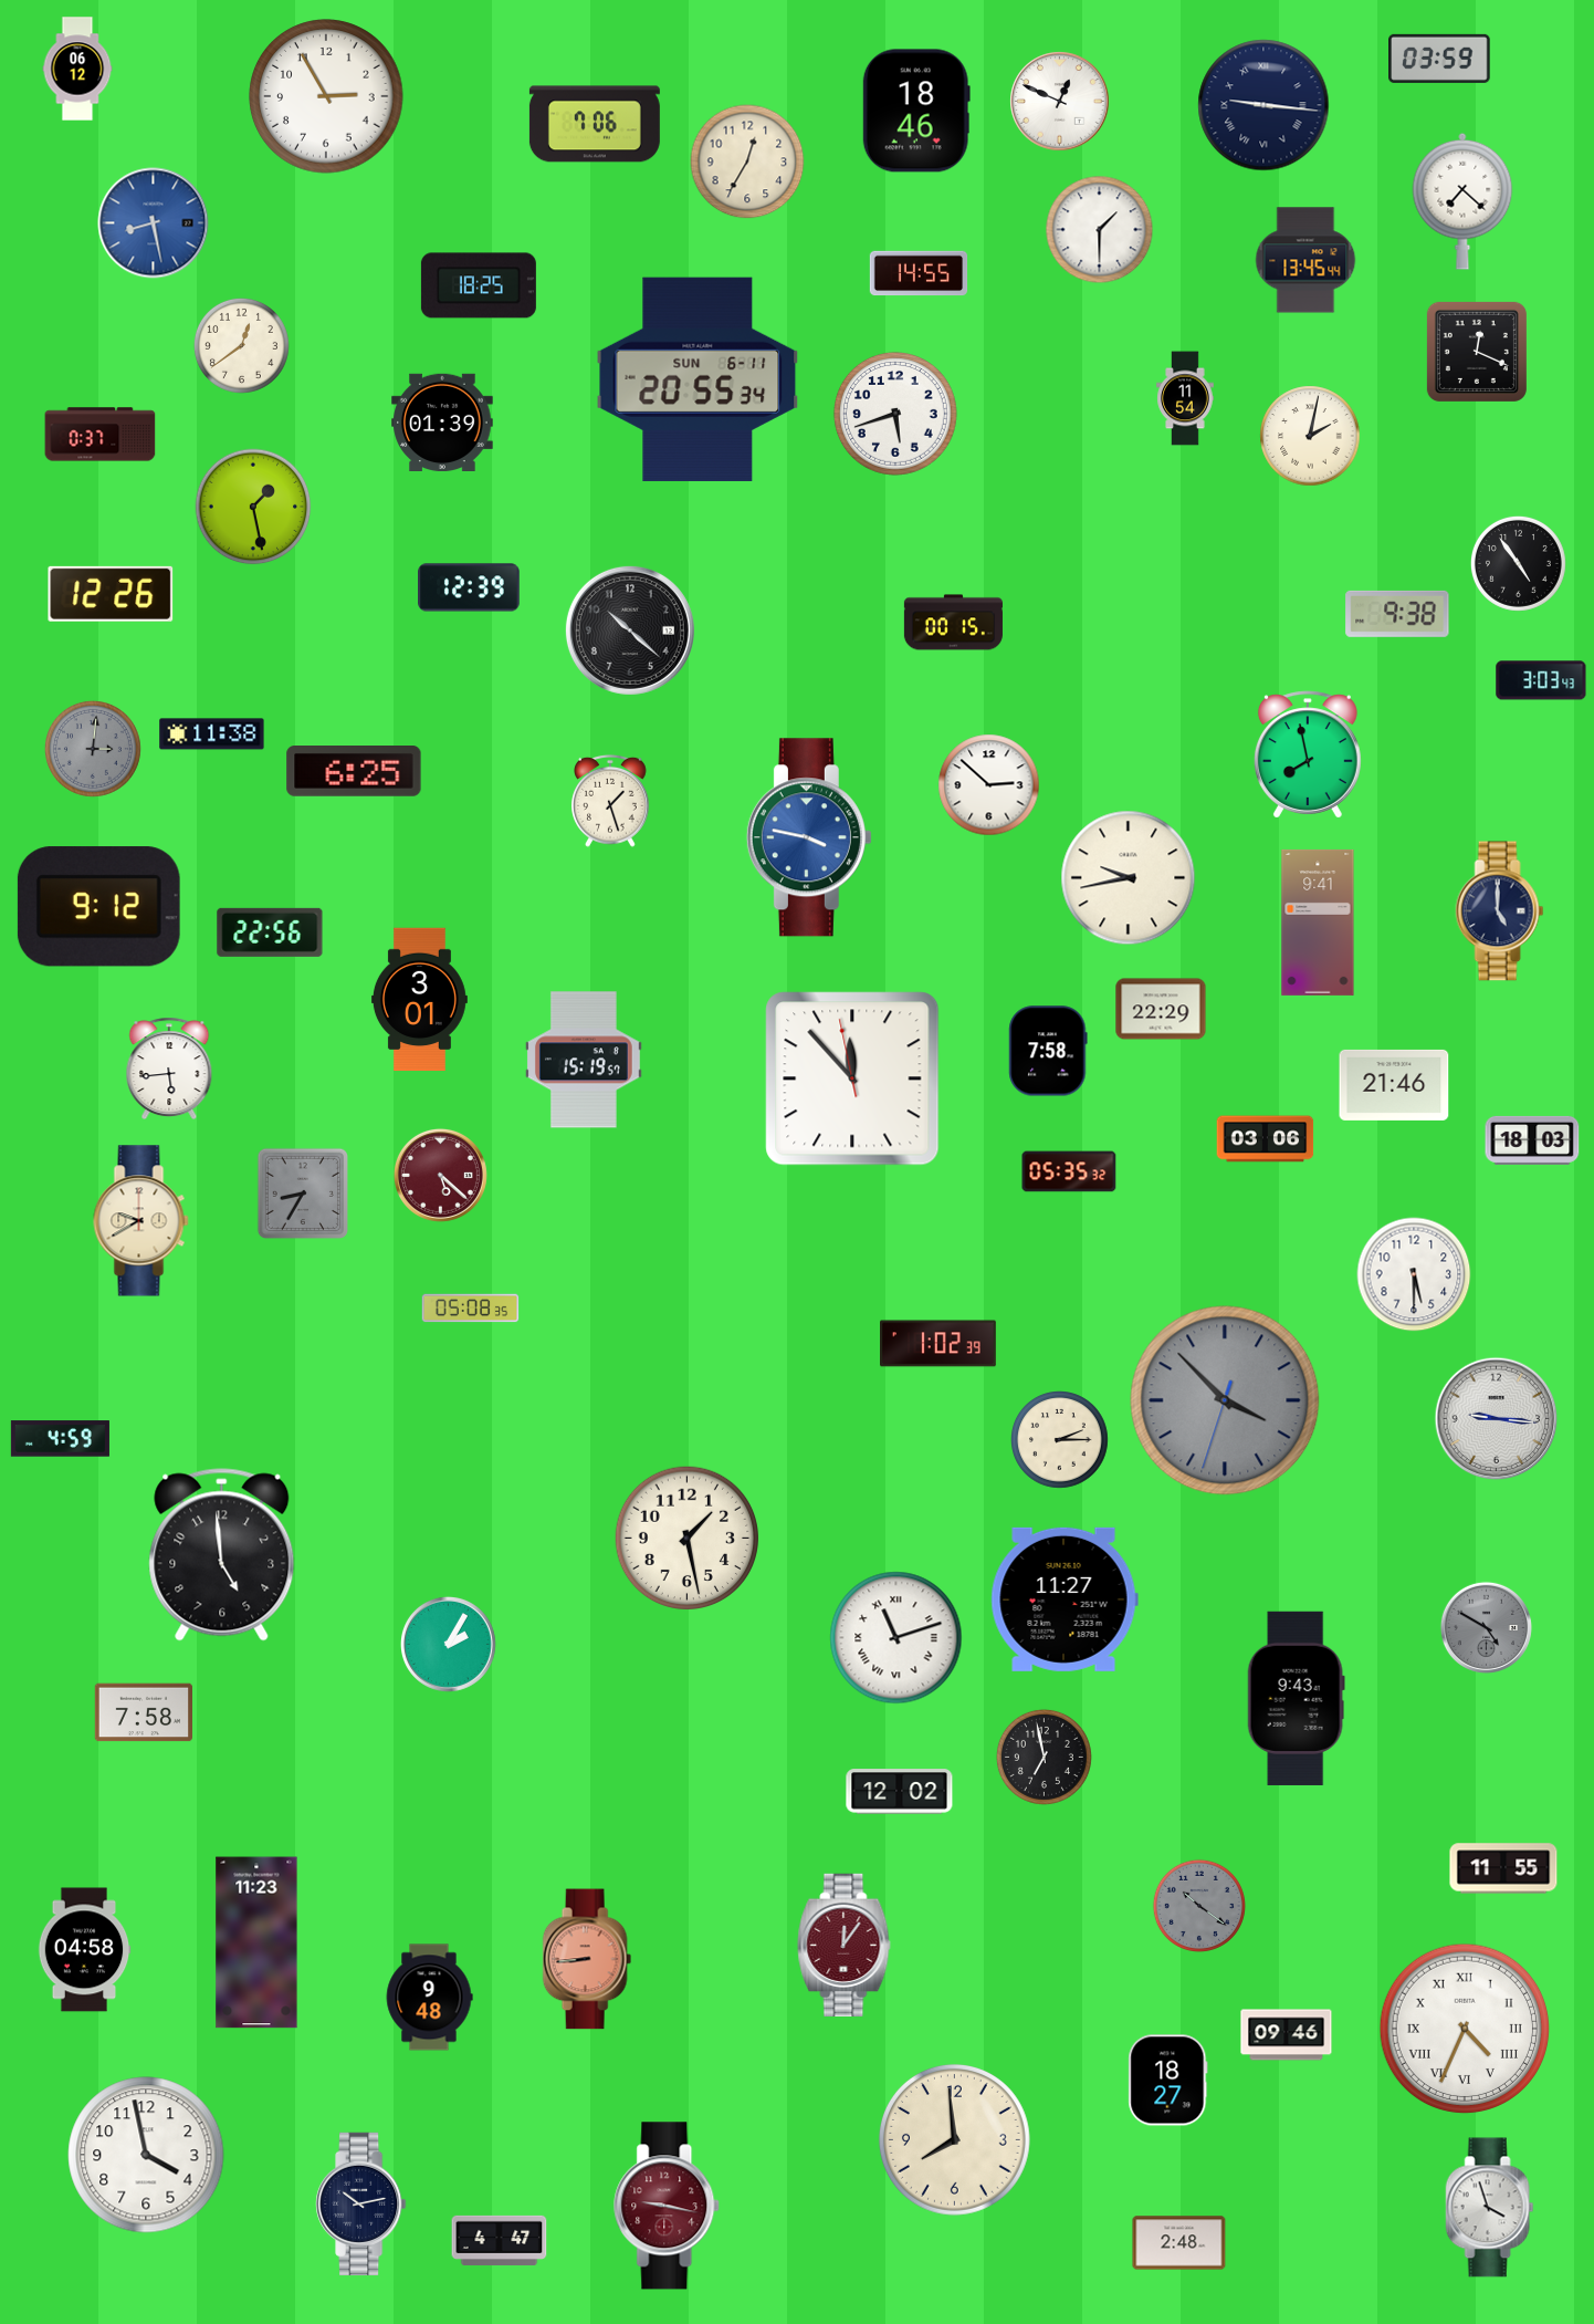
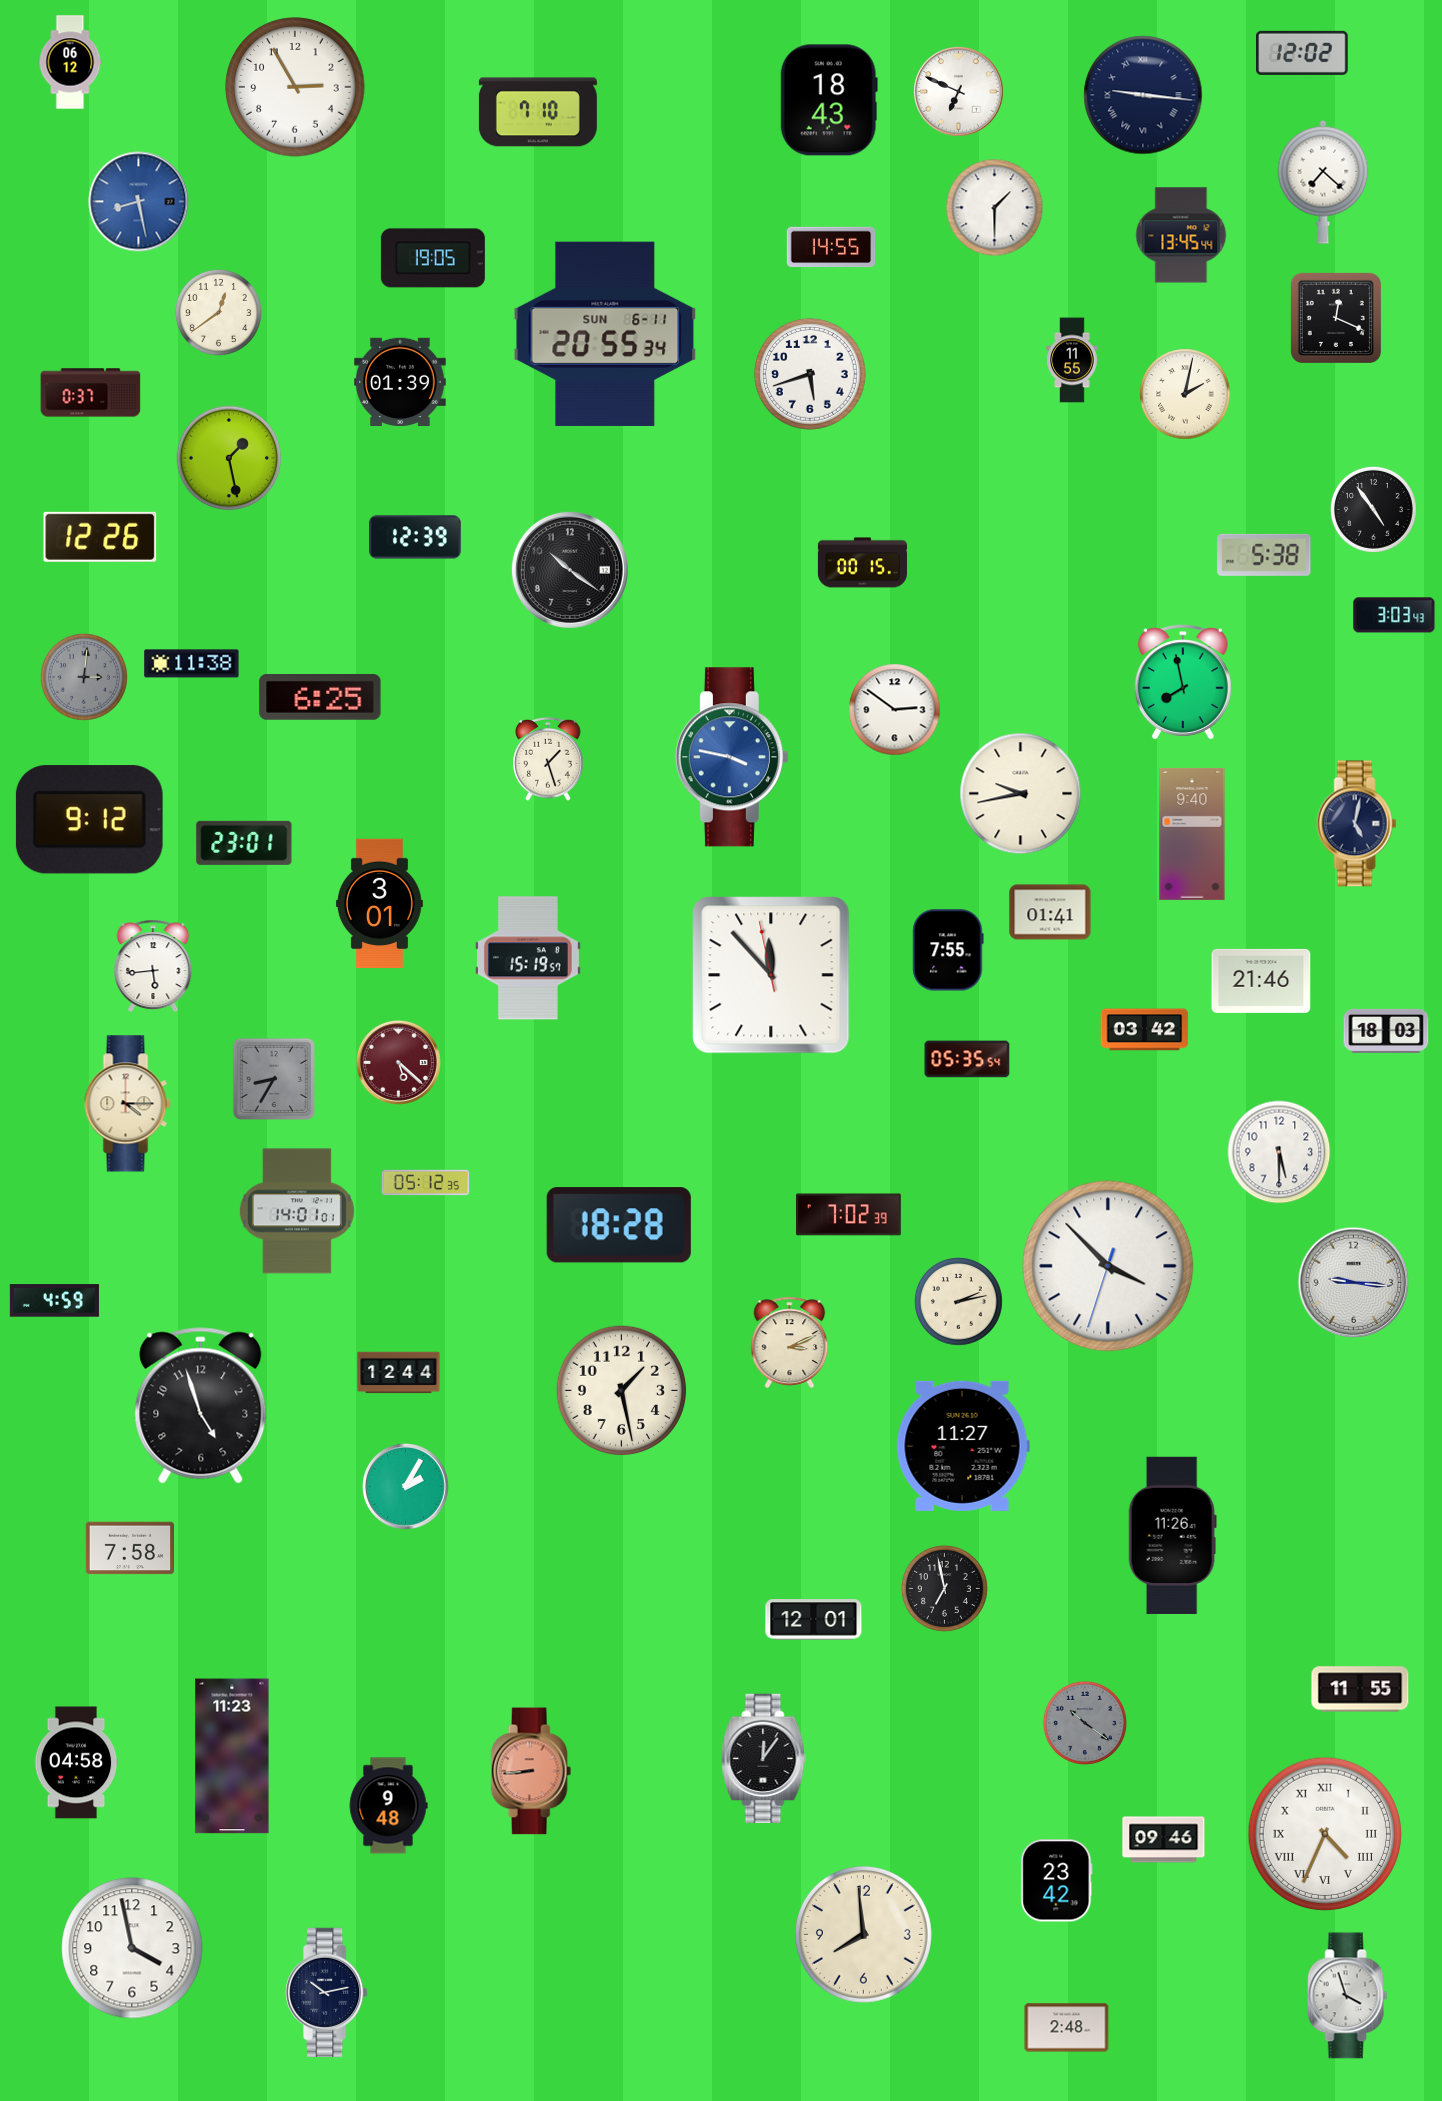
clock at (1439, 59): 03:59 -> 12:02
clock at (1060, 102): 12:49 -> 6:49
clock at (916, 111): 18:46 -> 18:43
clock at (595, 124): 7:06 -> 7:10
clock at (747, 161): 12:35 -> none
clock at (479, 285): 18:25 -> 19:05
clock at (698, 379) position: (698, 379) -> (605, 334)
clock at (1185, 398): 11:54 -> 11:55
clock at (469, 587) position: (469, 587) -> (415, 537)
clock at (1397, 614): 9:38 -> 5:38
clock at (630, 630): 10:22 -> 10:21
clock at (989, 785): 2:52 -> 2:51
clock at (611, 801) position: (611, 801) -> (549, 759)
clock at (1500, 911): 5:00 -> 5:02
clock at (1318, 923): 9:41 -> 9:40
clock at (270, 932): 22:56 -> 23:01
clock at (1161, 1009): 22:29 -> 01:41
clock at (1048, 1051): 7:58 -> 7:55
clock at (1266, 1139): 03:06 -> 03:42
clock at (1069, 1171): 05:35:32 -> 05:35:54
clock at (141, 1221): 9:40 -> 4:15
clock at (471, 1309): 05:08 -> 05:12
clock at (297, 1211): none -> 14:01
clock at (938, 1344): 1:02 -> 7:02
clock at (619, 1225): none -> 18:28
clock at (1225, 1400) dial: grey -> white
clock at (1060, 1440): 2:15 -> 2:13
clock at (790, 1342): none -> 3:11
clock at (399, 1373): none -> 12:44
clock at (222, 1555): 4:59 -> 4:57
clock at (1486, 1627): 4:50 -> none
clock at (896, 1638): 11:12 -> none
clock at (1296, 1698): 9:43 -> 11:26
clock at (900, 1792): 12:02 -> 12:01
clock at (845, 1945) dial: burgundy -> black
clock at (1168, 2081): 18:27 -> 23:42
clock at (668, 2206): 9:17 -> none
clock at (500, 2240): 4:47 -> none
